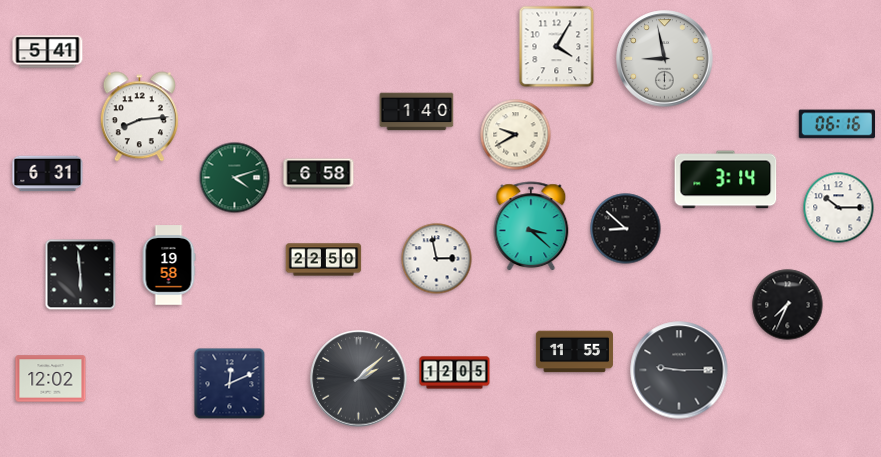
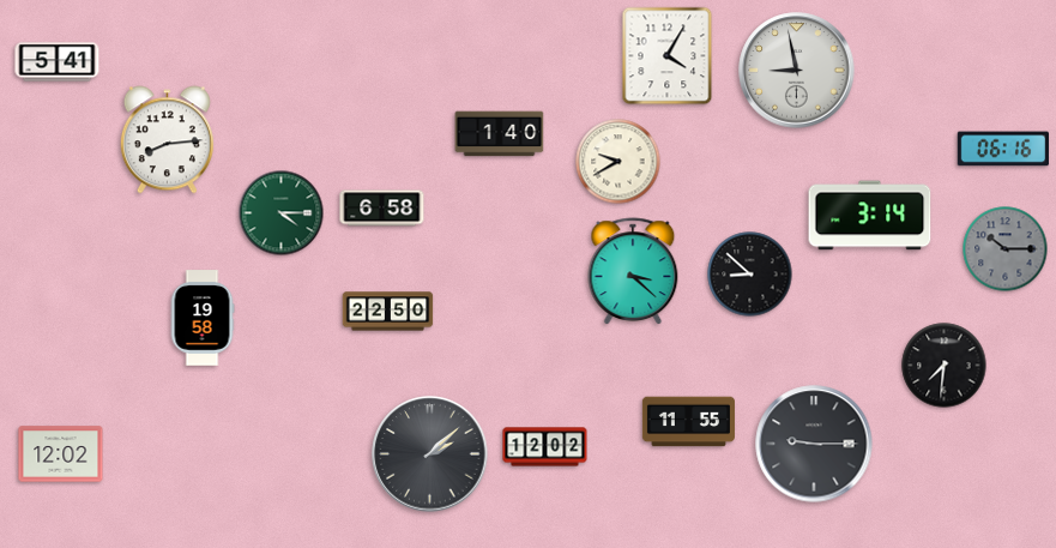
clock at (48, 174): 6:31 -> none
clock at (235, 178): 4:12 -> 4:15
clock at (839, 208) dial: white -> grey
clock at (531, 227) position: (531, 227) -> (633, 272)
clock at (437, 259): 2:58 -> none
clock at (81, 275): 5:59 -> none
clock at (788, 305): 7:34 -> 7:31
clock at (455, 373): 12:05 -> 12:02
clock at (230, 384): 12:11 -> none
